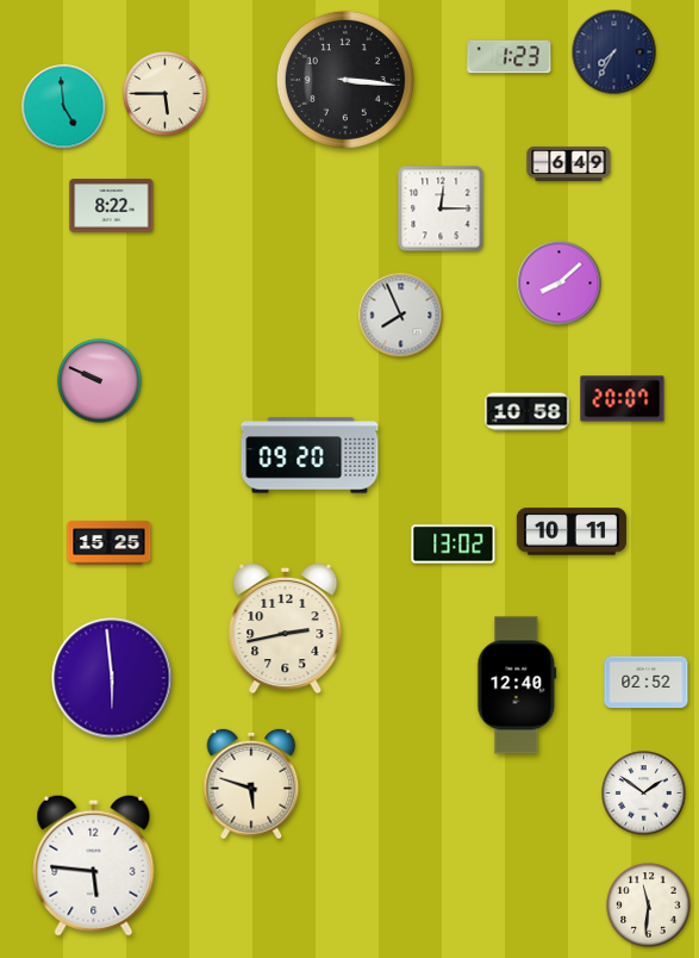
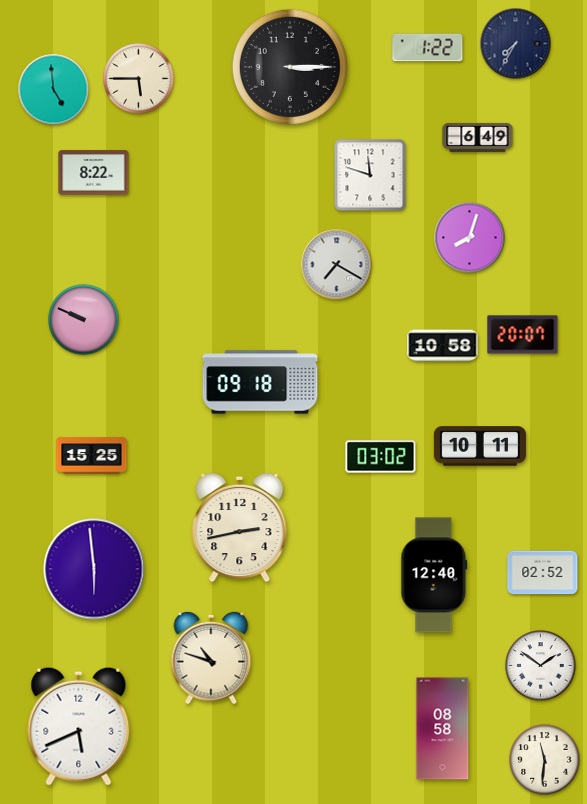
clock at (510, 57): 1:23 -> 1:22
clock at (345, 80): 3:16 -> 3:15
clock at (441, 209): 12:15 -> 11:48
clock at (560, 284): 8:08 -> 8:03
clock at (401, 316): 7:56 -> 7:20
clock at (310, 455): 09:20 -> 09:18
clock at (454, 545): 13:02 -> 03:02
clock at (251, 784): 5:48 -> 10:48
clock at (94, 865): 5:46 -> 5:41
clock at (443, 729): none -> 08:58
